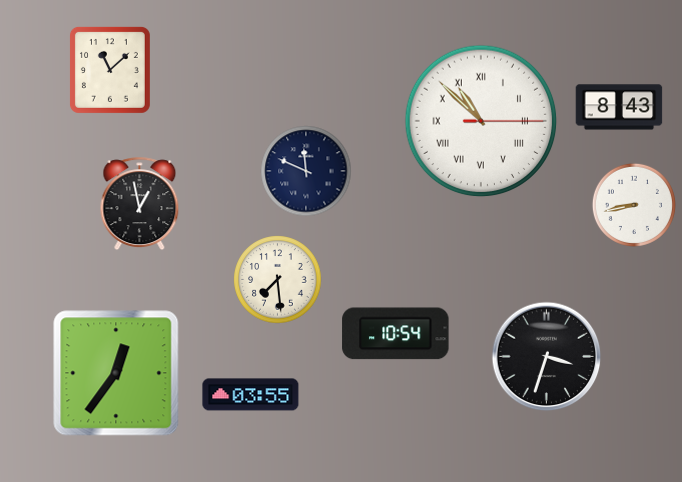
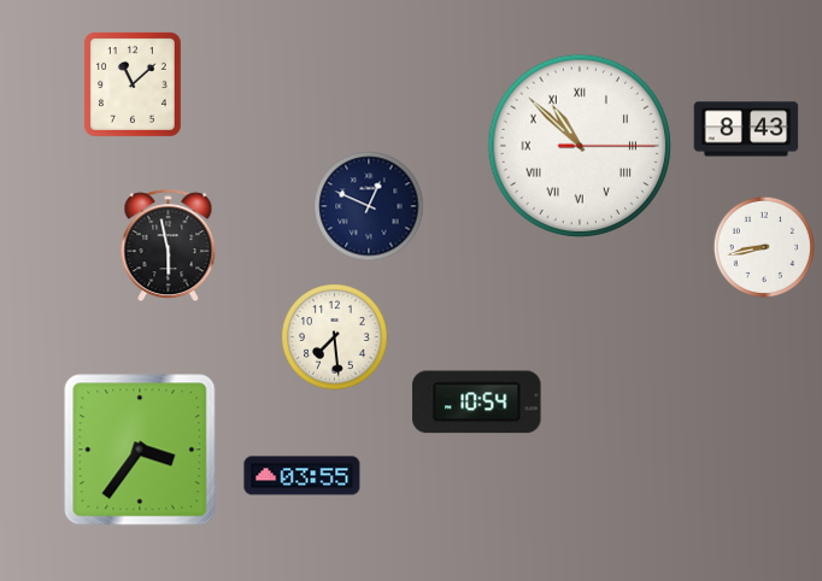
clock at (306, 171): 11:49 -> 12:49
clock at (140, 203): 12:58 -> 5:58
clock at (547, 357): 3:33 -> none
clock at (116, 373): 12:36 -> 3:36
